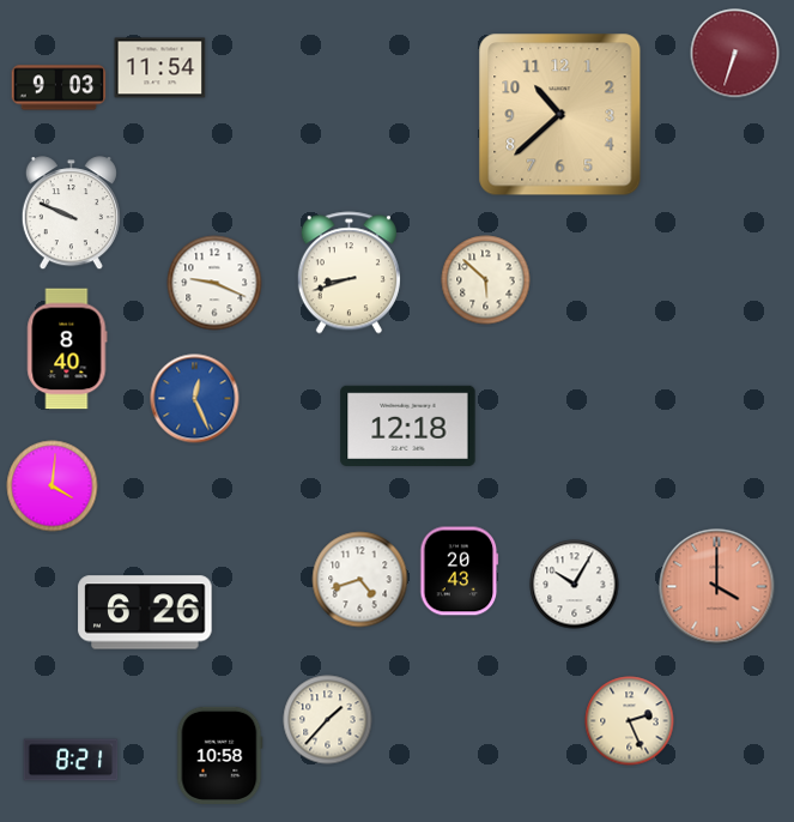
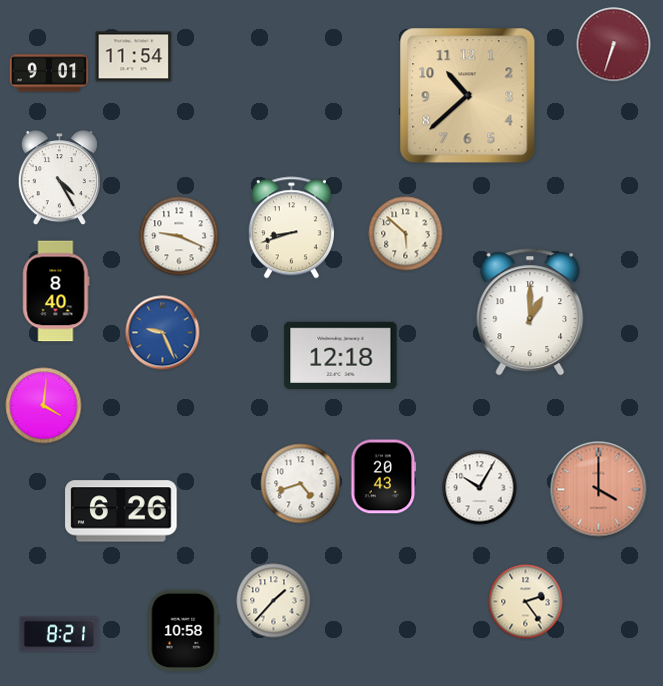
clock at (59, 87): 9:03 -> 9:01
clock at (71, 213): 9:49 -> 4:25
clock at (530, 312): none -> 1:00
clock at (195, 399): 12:26 -> 9:26
clock at (630, 721): 2:26 -> 2:24
